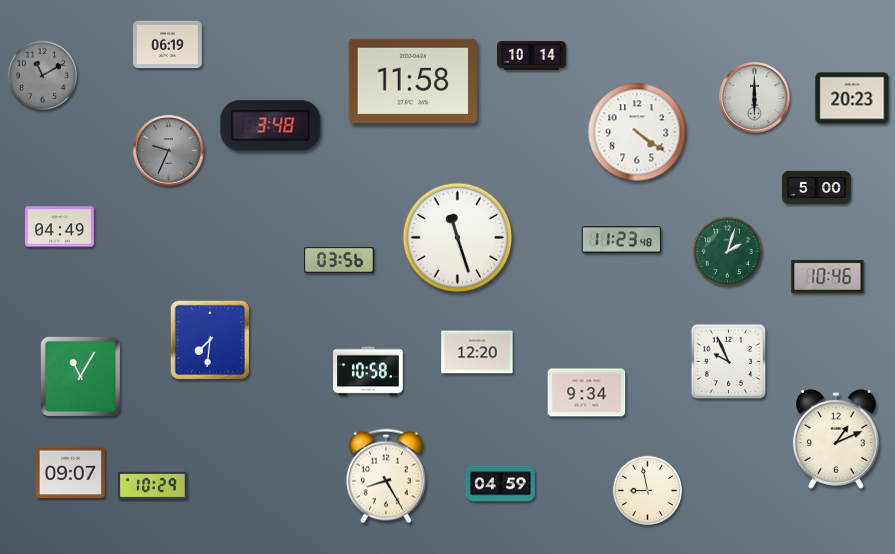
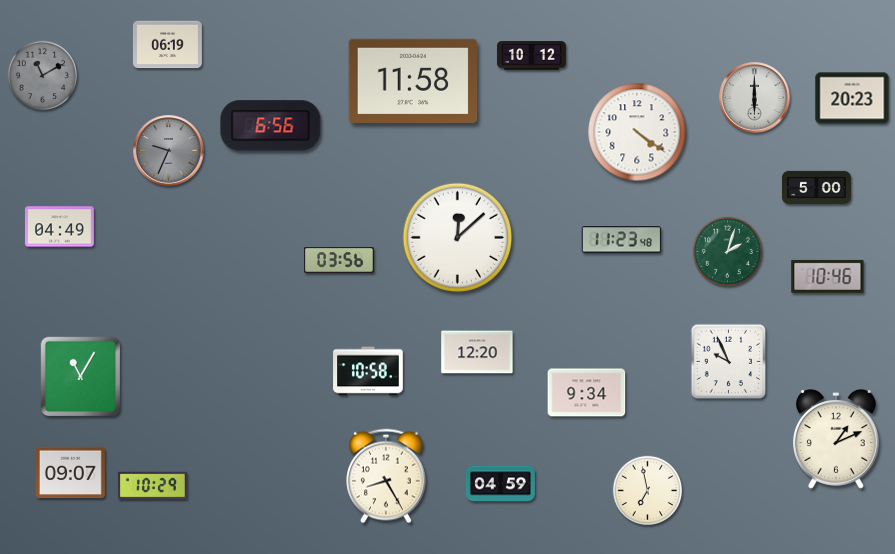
clock at (531, 56): 10:14 -> 10:12
clock at (271, 126): 3:48 -> 6:56
clock at (458, 238): 11:27 -> 12:08
clock at (210, 340): 7:31 -> none
clock at (648, 491): 8:58 -> 6:58
